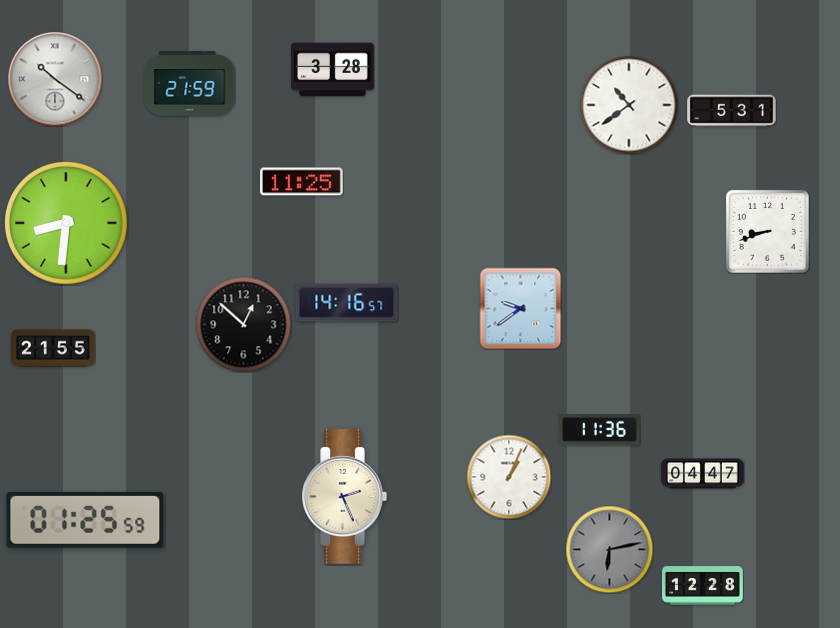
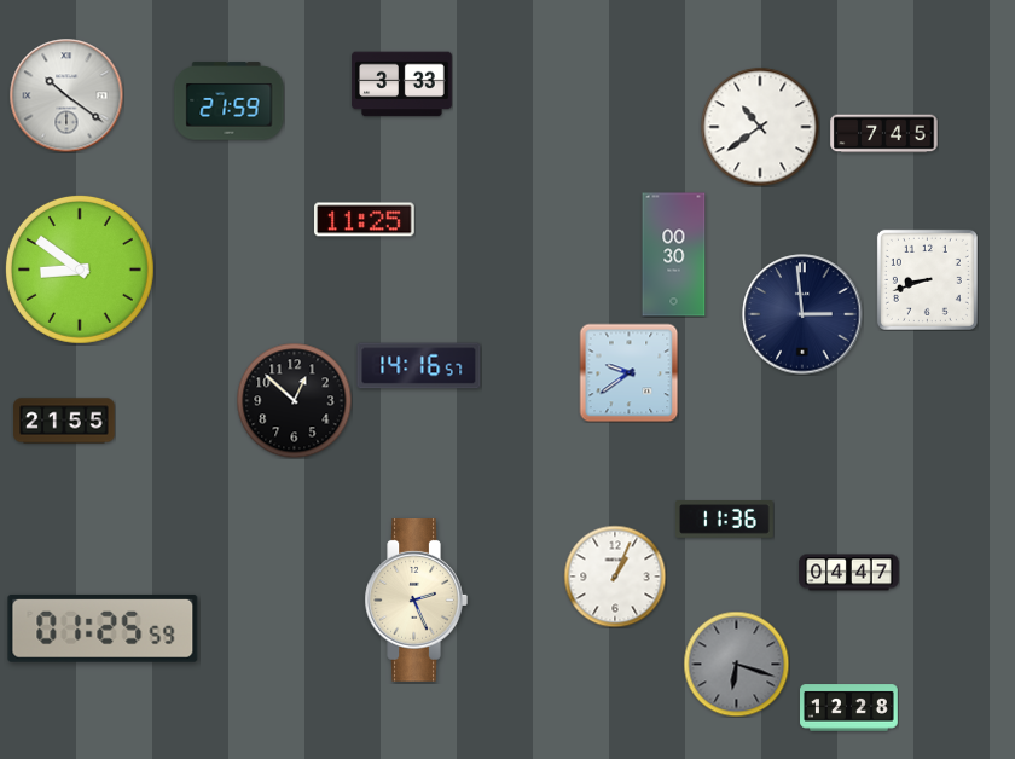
clock at (333, 70): 3:28 -> 3:33
clock at (732, 111): 5:31 -> 7:45
clock at (674, 255): none -> 00:30
clock at (66, 223): 8:31 -> 8:51
clock at (802, 314): none -> 2:59
clock at (243, 324) position: (243, 324) -> (294, 400)
clock at (609, 549): 6:13 -> 6:18
